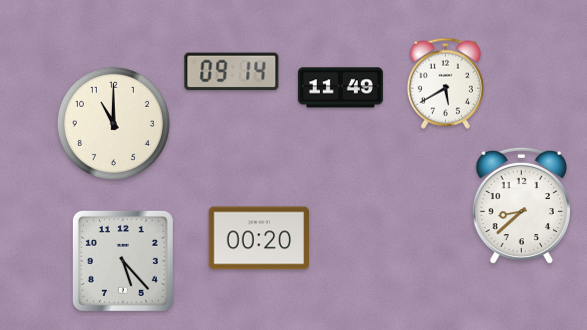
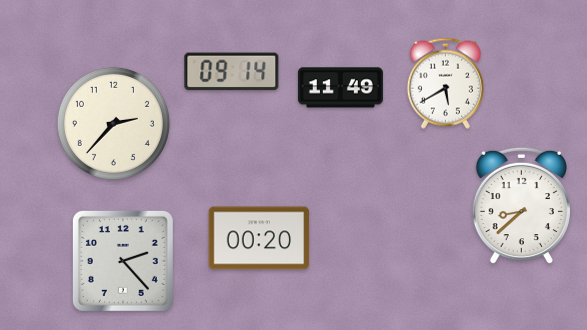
clock at (113, 123): 11:00 -> 2:37
clock at (123, 261): 5:23 -> 2:23
